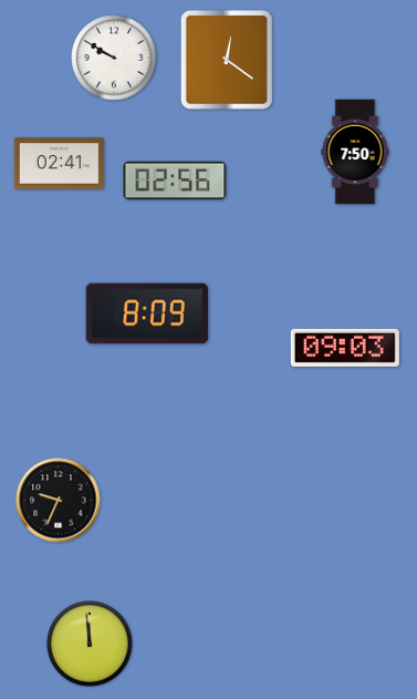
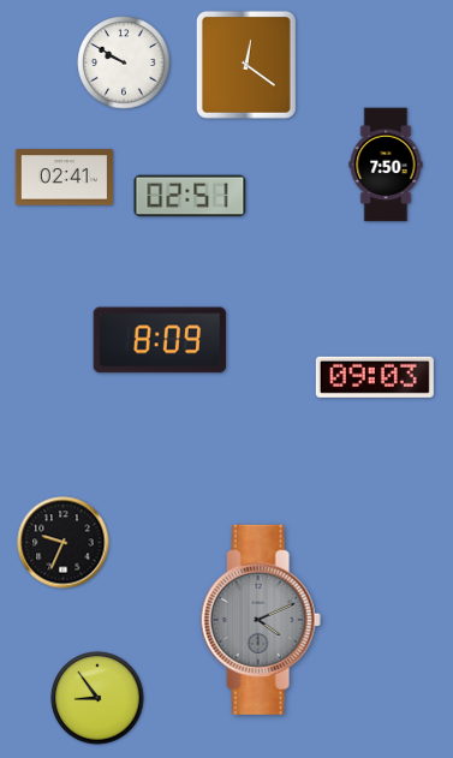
clock at (175, 181): 02:56 -> 02:51
clock at (261, 620): none -> 4:11
clock at (90, 644): 11:59 -> 8:54
